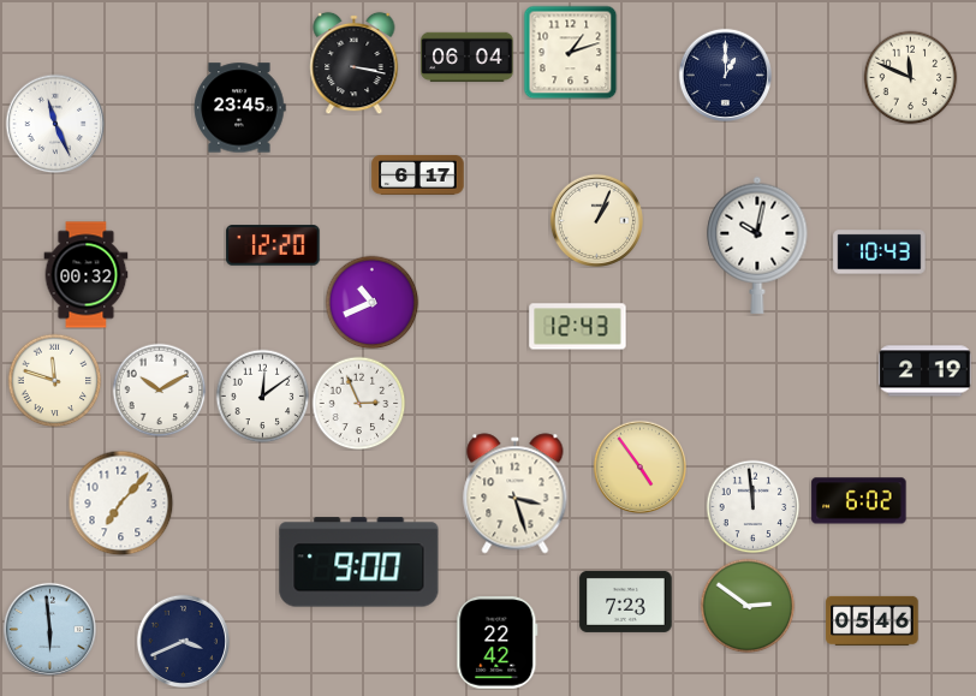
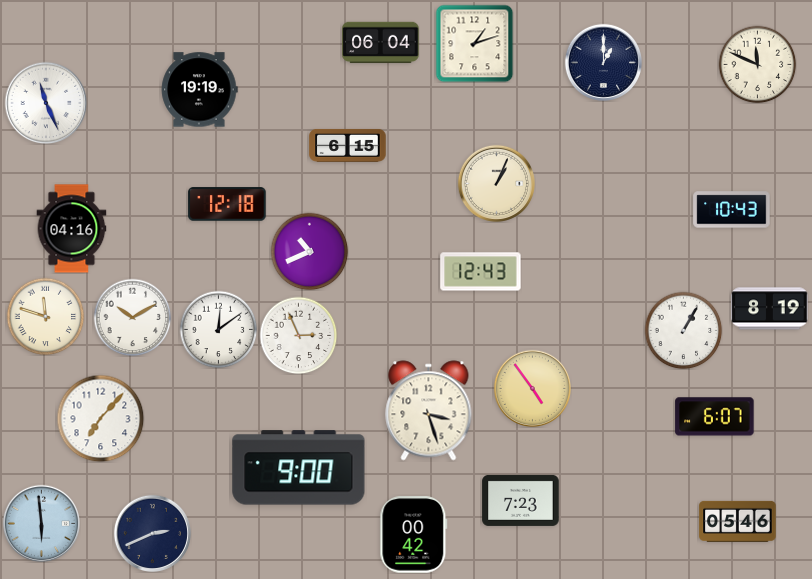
clock at (468, 58) position: (468, 58) -> (381, 43)
clock at (355, 63): 3:17 -> none
clock at (239, 108): 23:45 -> 19:19
clock at (418, 174): 6:17 -> 6:15
clock at (273, 245): 12:20 -> 12:18
clock at (757, 245): 10:02 -> none
clock at (87, 275): 00:32 -> 04:16
clock at (926, 371): 2:19 -> 8:19
clock at (159, 389) position: (159, 389) -> (132, 317)
clock at (683, 330): none -> 1:05
clock at (859, 501): 6:02 -> 6:07
clock at (752, 506): 11:59 -> none
clock at (748, 606): 2:51 -> none
clock at (873, 620) position: (873, 620) -> (738, 521)
clock at (183, 641): 3:41 -> 2:41
clock at (498, 643): 22:42 -> 00:42
